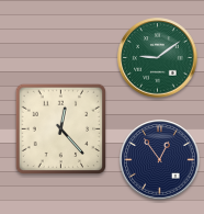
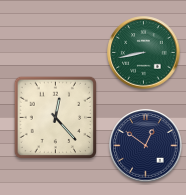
clock at (158, 58): 9:09 -> 8:43
clock at (160, 160): 12:54 -> 12:51
